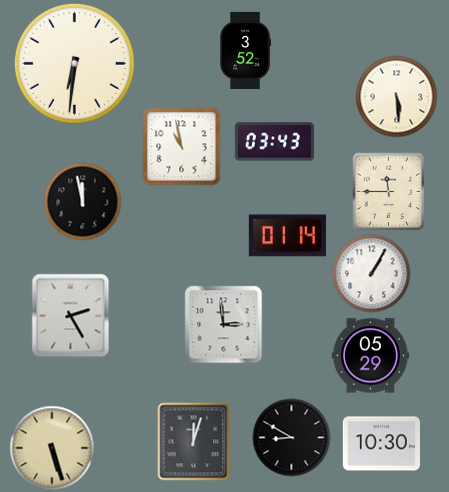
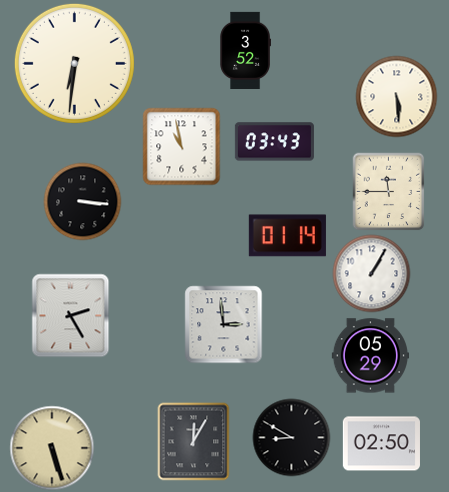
clock at (82, 201): 11:58 -> 3:16
clock at (194, 441): 12:03 -> 12:05
clock at (381, 444): 10:30 -> 02:50
